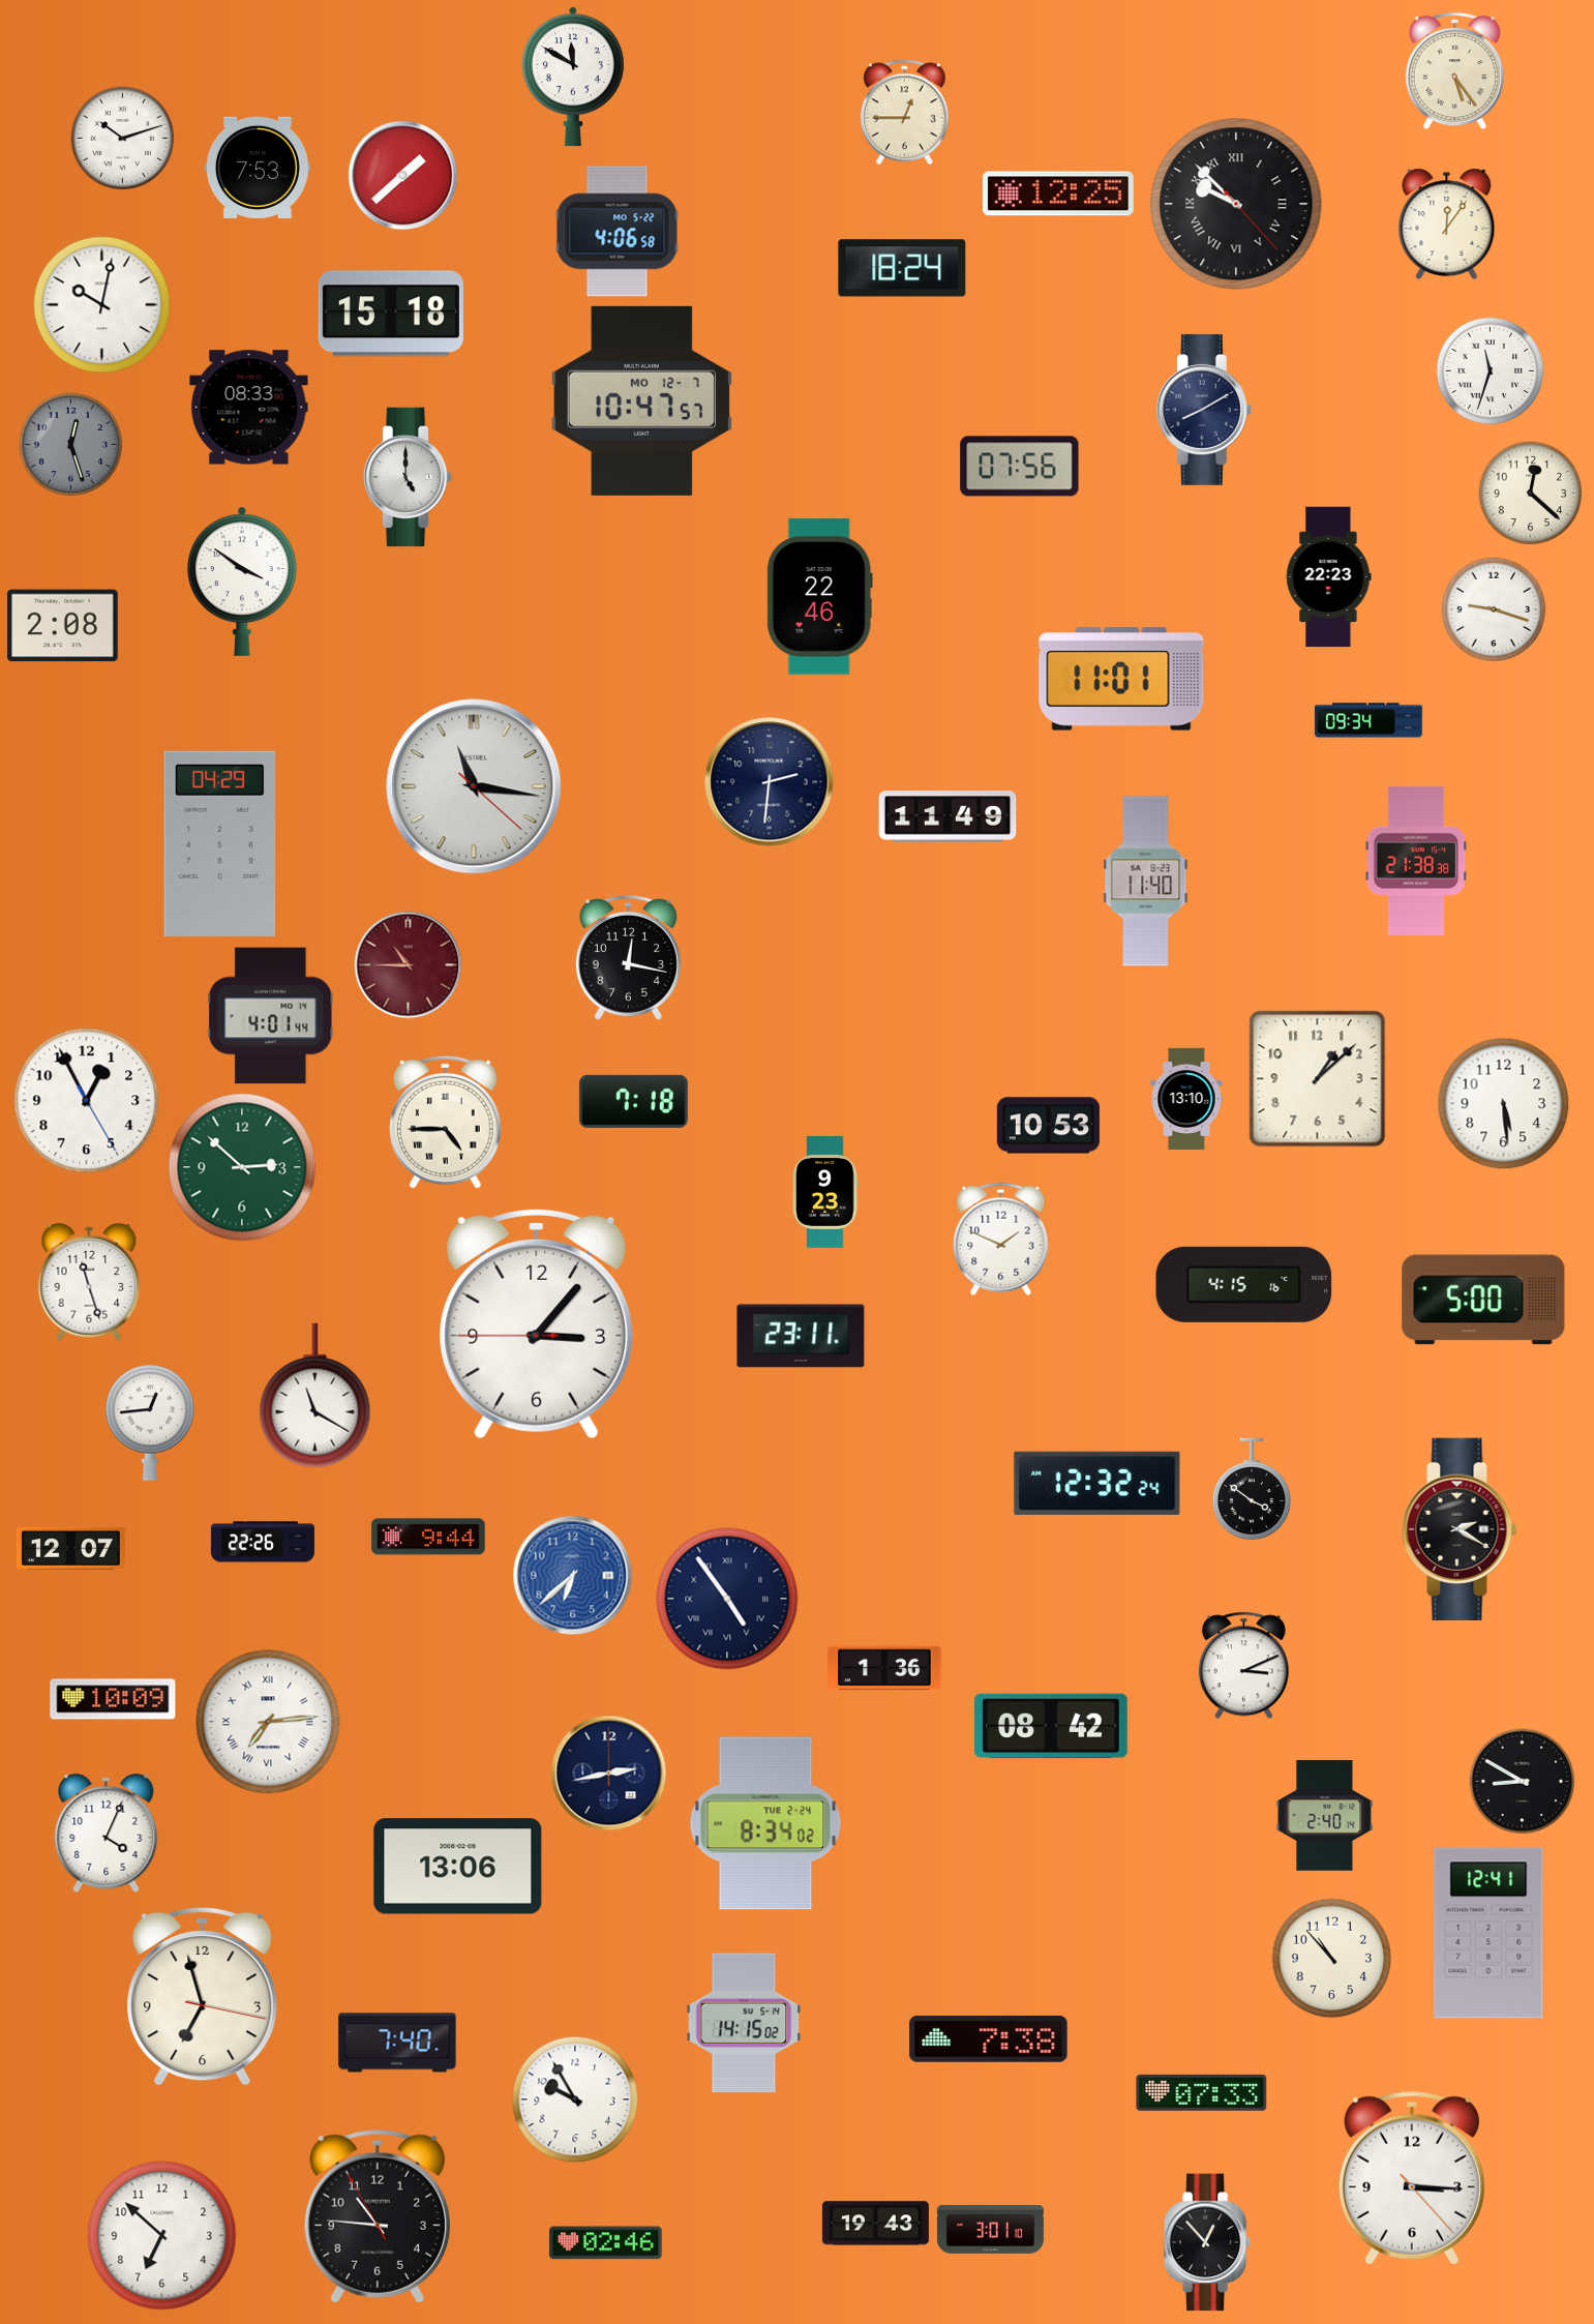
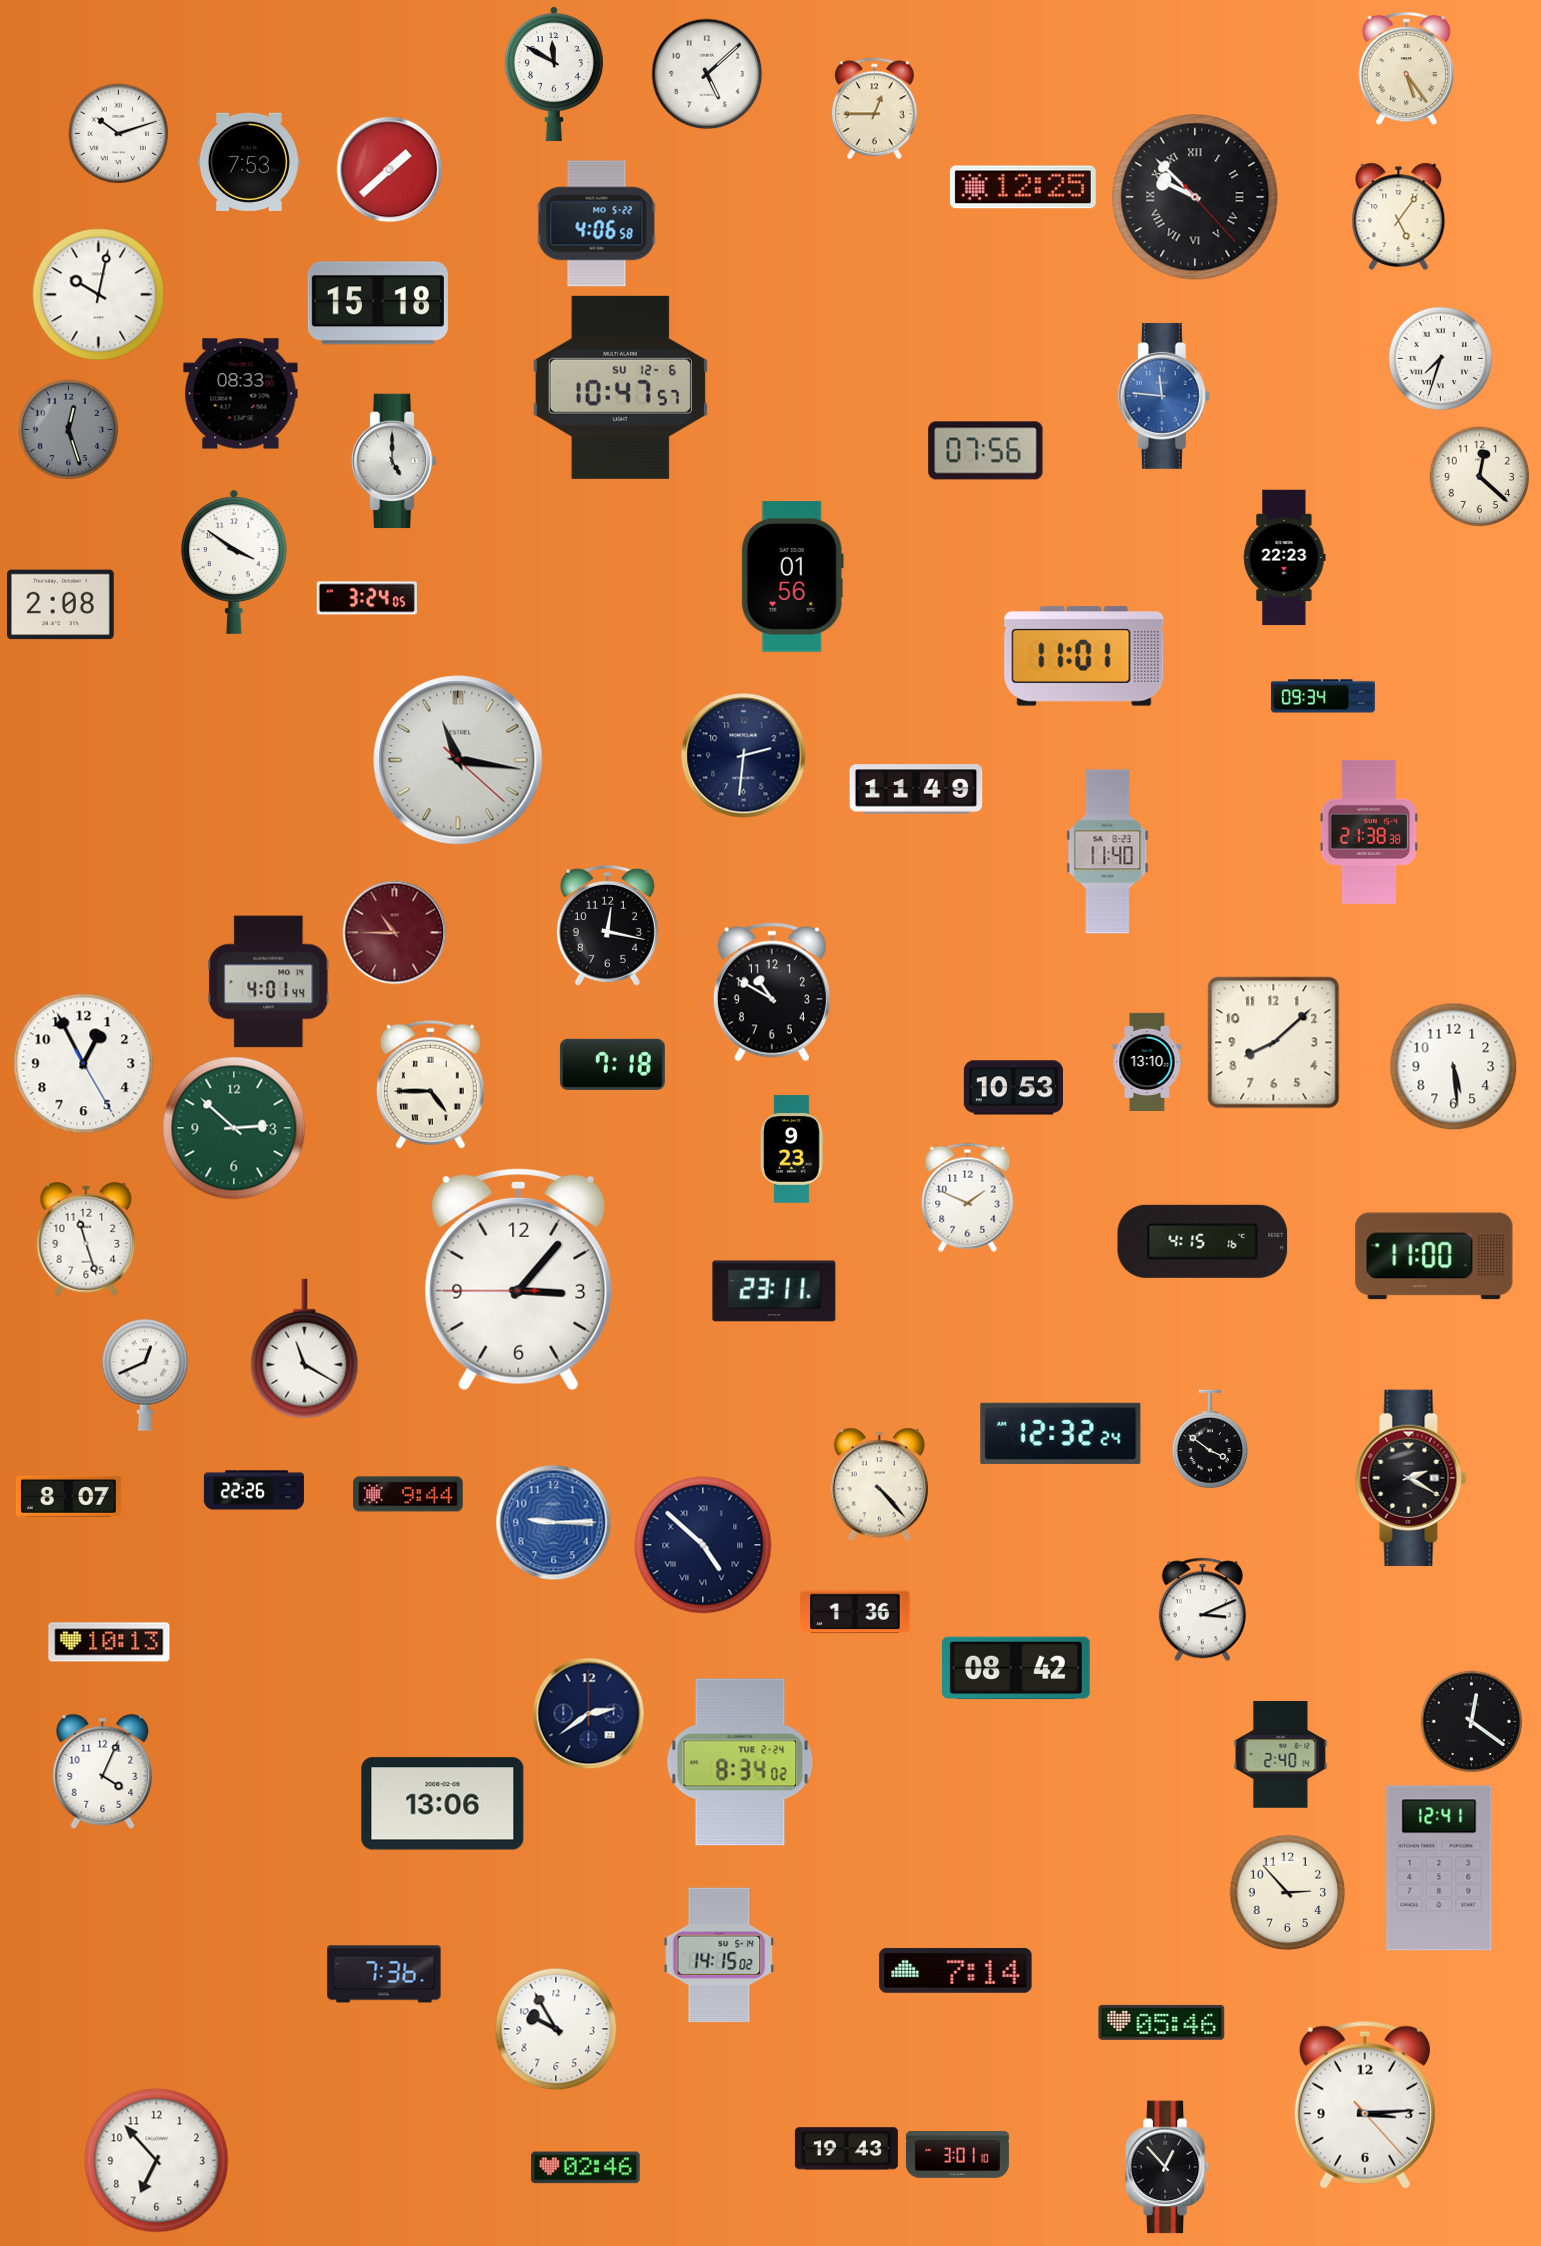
clock at (707, 74): none -> 5:08
clock at (1447, 225): 12:06 -> 5:06
clock at (902, 268): 18:24 -> none
clock at (1491, 371): 11:33 -> 7:33
clock at (641, 400) date: MO 12-7 -> SU 12-6
clock at (1204, 410): 8:10 -> 11:46
clock at (1204, 410) dial: navy -> blue
clock at (819, 597): 22:46 -> 01:56
clock at (1494, 609): 9:18 -> none
clock at (367, 598): none -> 3:24
clock at (220, 843): 04:29 -> none
clock at (271, 1016) position: (271, 1016) -> (269, 982)
clock at (772, 992): none -> 10:50
clock at (1318, 1079): 1:08 -> 8:08
clock at (825, 1192) position: (825, 1192) -> (792, 1149)
clock at (1483, 1300): 5:00 -> 11:00
clock at (150, 1423): 12:44 -> 12:41
clock at (428, 1537) position: (428, 1537) -> (408, 1494)
clock at (879, 1485): none -> 4:23
clock at (70, 1548): 12:07 -> 8:07
clock at (573, 1576): 6:38 -> 9:15
clock at (727, 1599): 4:54 -> 4:52
clock at (113, 1699): 10:09 -> 10:13
clock at (268, 1722): 7:14 -> none
clock at (609, 1774): 2:43 -> 2:39
clock at (1523, 1782): 8:50 -> 12:21
clock at (1332, 1959): 10:53 -> 2:53
clock at (203, 1996): 6:57 -> none
clock at (989, 2038): 7:38 -> 7:14
clock at (397, 2043): 7:40 -> 7:36
clock at (1202, 2092): 07:33 -> 05:46
clock at (1412, 2178): 3:15 -> 3:14
clock at (378, 2216): 10:45 -> none
clock at (162, 2236): 6:52 -> 6:53
